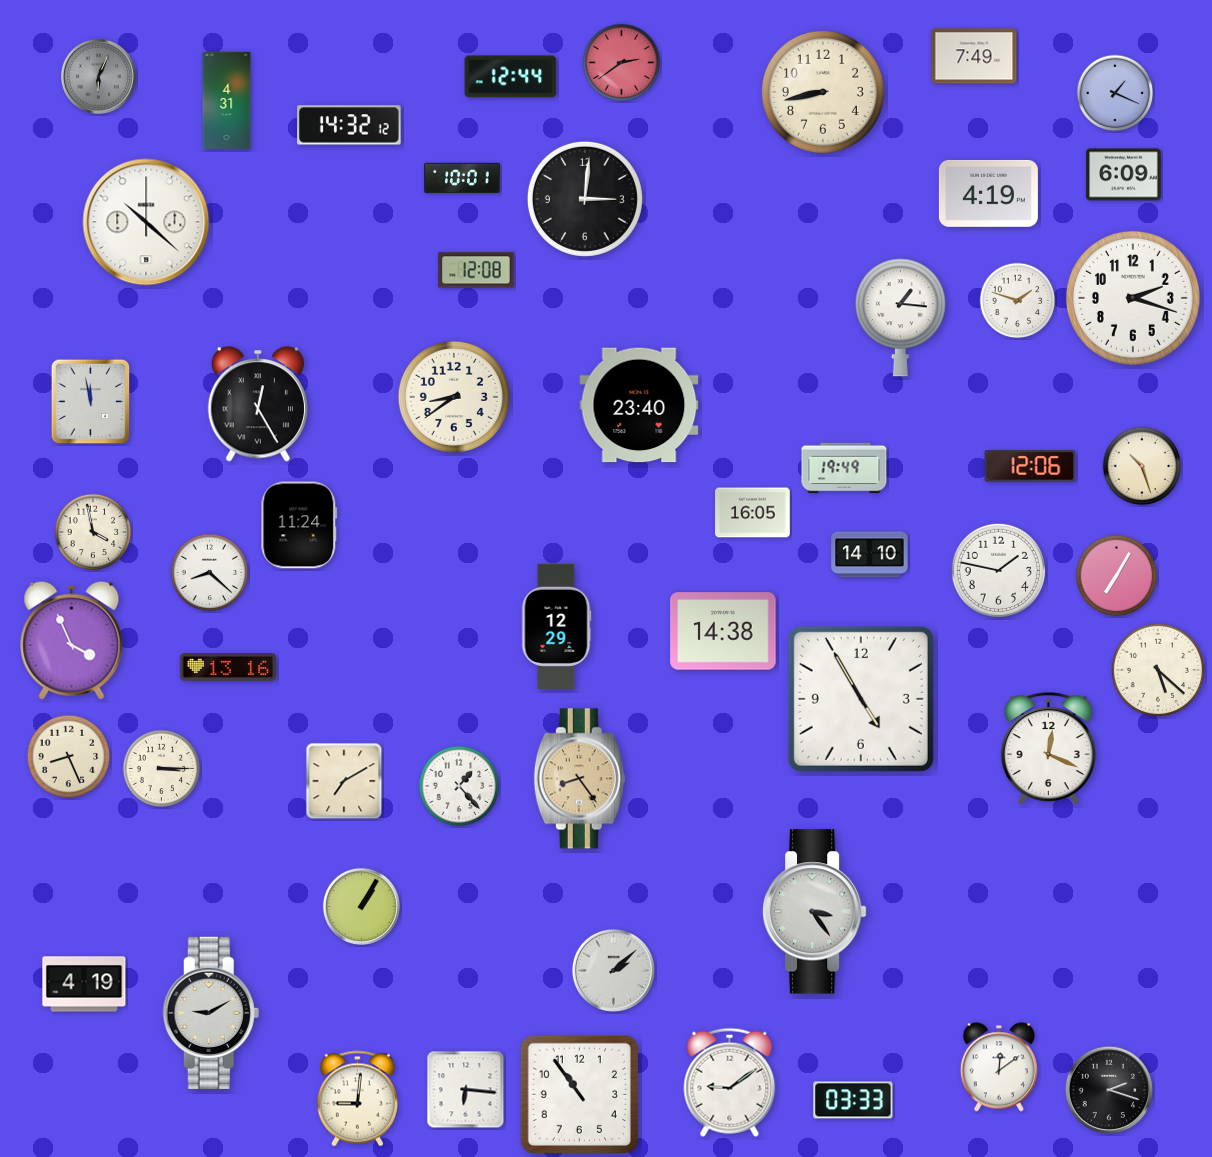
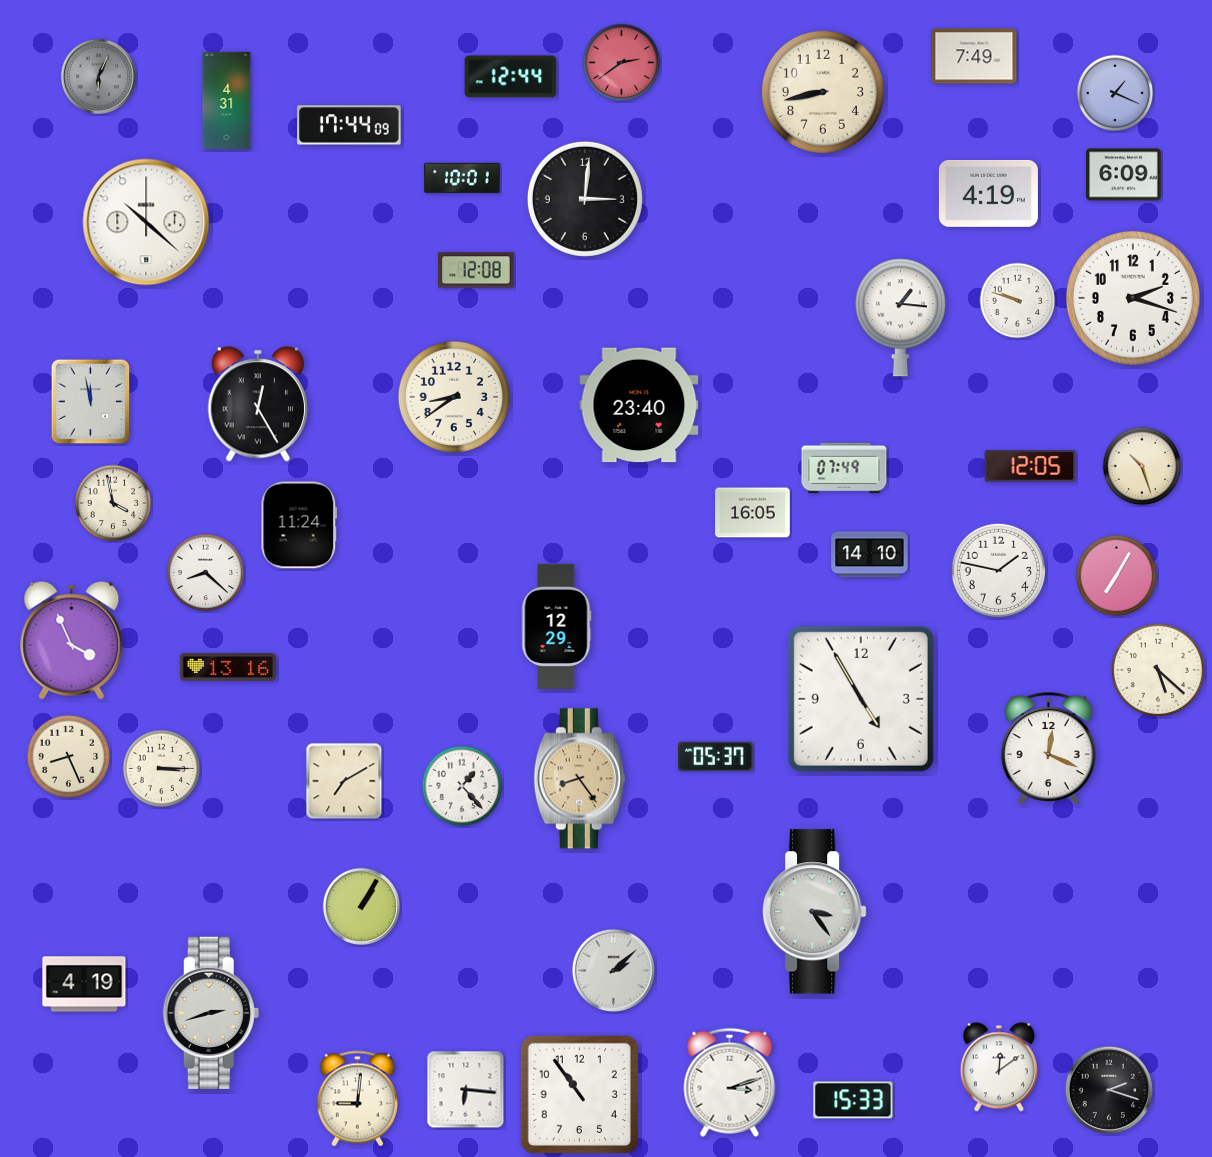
clock at (349, 125): 14:32 -> 17:44
clock at (1018, 301): 1:48 -> 9:48
clock at (1030, 466): 12:06 -> 12:05
clock at (844, 468): 19:49 -> 07:49
clock at (93, 532) position: (93, 532) -> (113, 503)
clock at (210, 573) position: (210, 573) -> (206, 573)
clock at (723, 631): 14:38 -> none
clock at (716, 756): none -> 05:37
clock at (459, 786) position: (459, 786) -> (462, 786)
clock at (211, 1013): 9:10 -> 2:42
clock at (730, 1082): 9:09 -> 3:12
clock at (853, 1100): 03:33 -> 15:33
